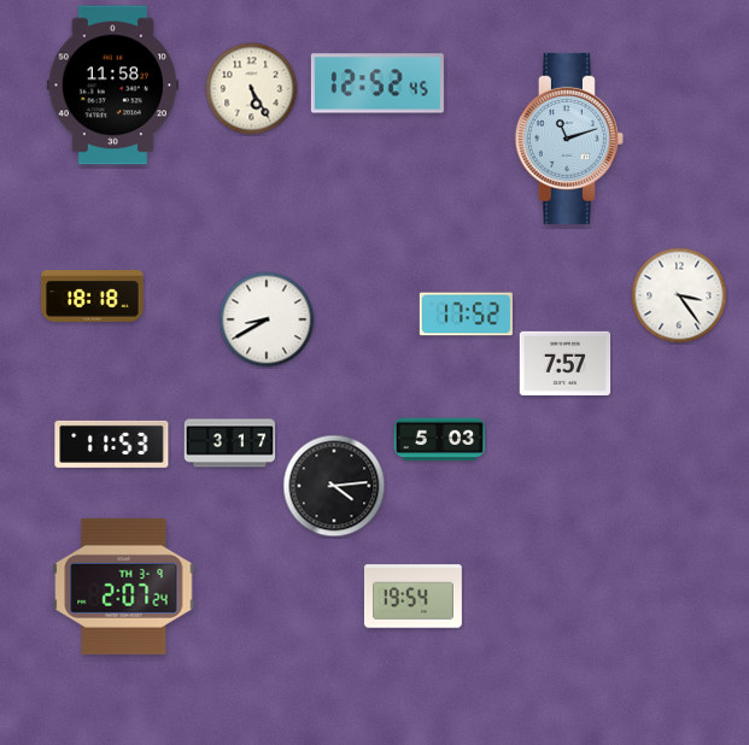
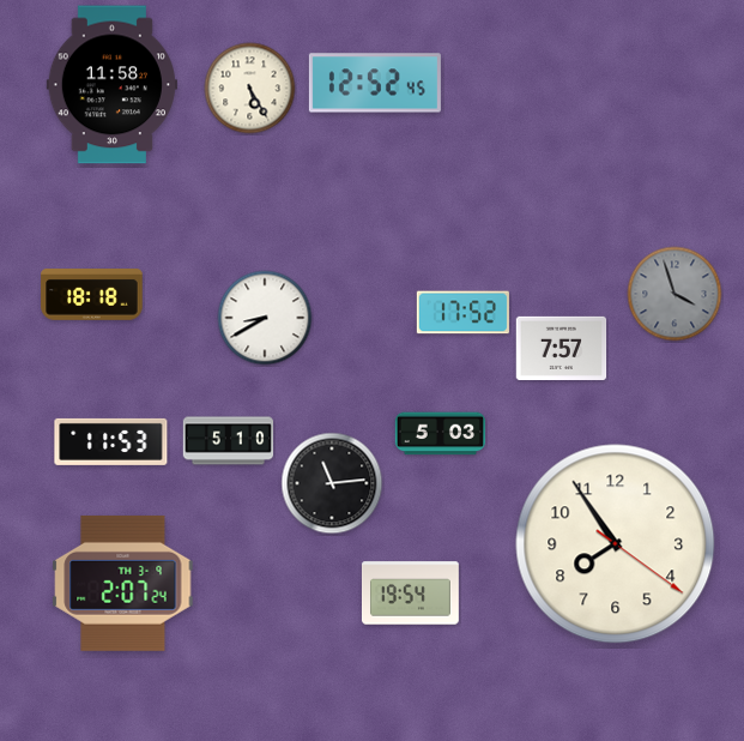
clock at (569, 139): 11:12 -> none
clock at (679, 295): 3:24 -> 3:57
clock at (679, 295) dial: white -> grey
clock at (566, 363) position: (566, 363) -> (562, 348)
clock at (440, 440) position: (440, 440) -> (441, 434)
clock at (230, 444): 3:17 -> 5:10
clock at (334, 486): 4:14 -> 11:14
clock at (616, 544): none -> 7:54
